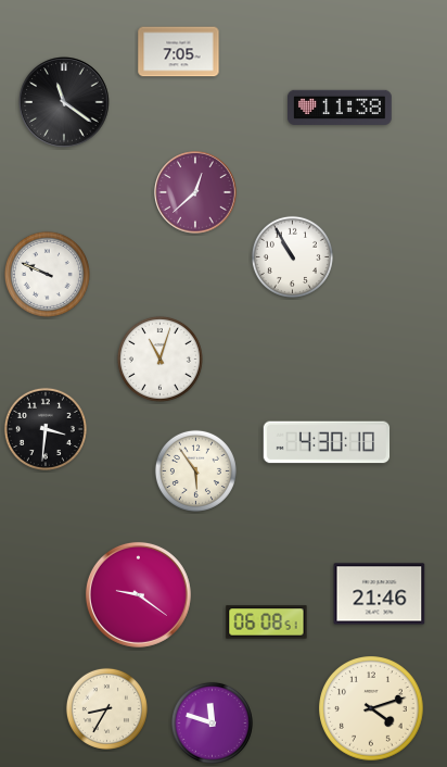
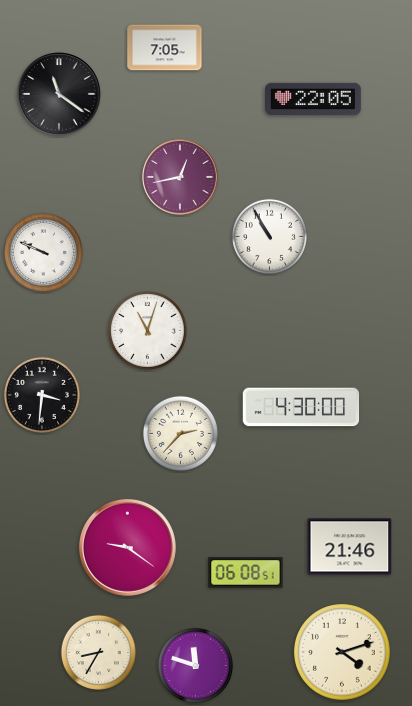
clock at (340, 106): 11:38 -> 22:05
clock at (195, 192): 12:38 -> 12:43
clock at (327, 442): 4:30:10 -> 4:30:00
clock at (195, 470): 5:54 -> 2:37
